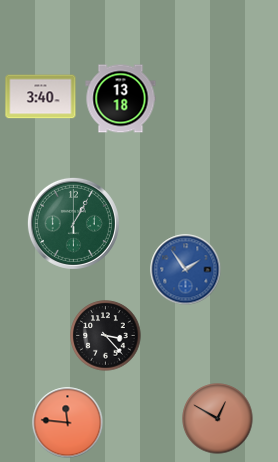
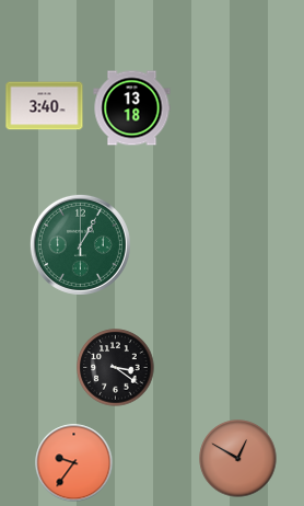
clock at (186, 270): 1:54 -> none
clock at (106, 336): 3:23 -> 3:21
clock at (68, 423): 11:46 -> 9:36
